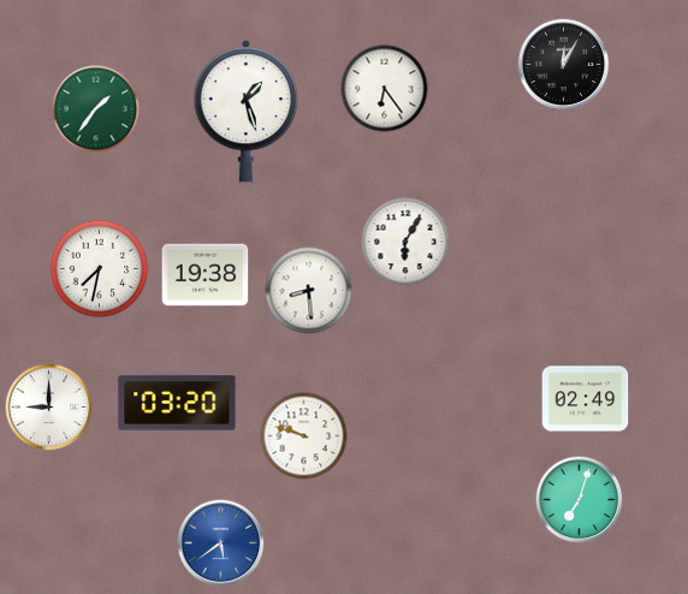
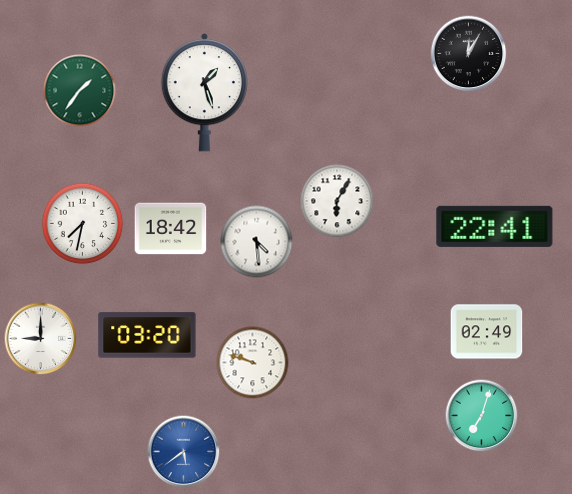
clock at (385, 89): 6:24 -> none
clock at (495, 226): none -> 22:41
clock at (206, 275): 19:38 -> 18:42
clock at (309, 291): 8:29 -> 4:29
